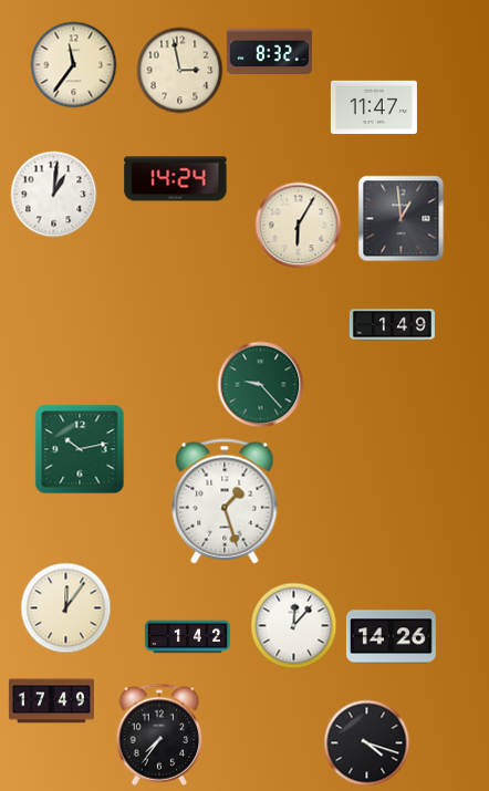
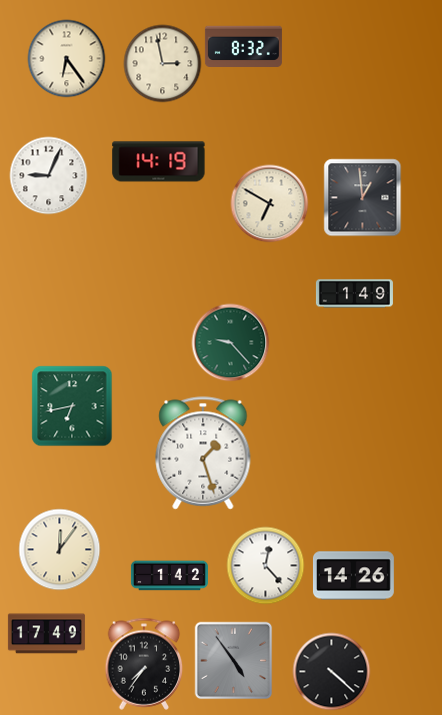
clock at (73, 64): 11:36 -> 6:24
clock at (374, 107): 11:47 -> none
clock at (176, 179): 14:24 -> 14:19
clock at (53, 194): 1:01 -> 9:04
clock at (298, 225): 6:05 -> 6:50
clock at (260, 384) position: (260, 384) -> (230, 342)
clock at (80, 449): 10:13 -> 6:43
clock at (293, 625): 12:07 -> 12:23
clock at (233, 660): none -> 4:54
clock at (366, 742): 4:18 -> 4:22
